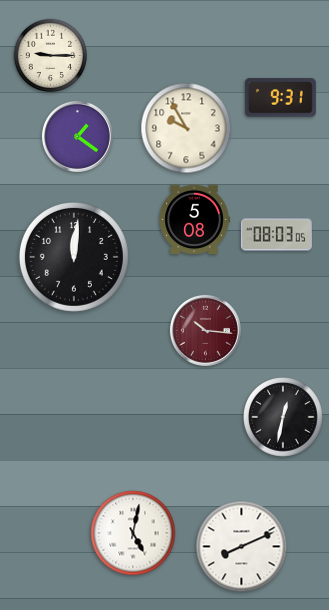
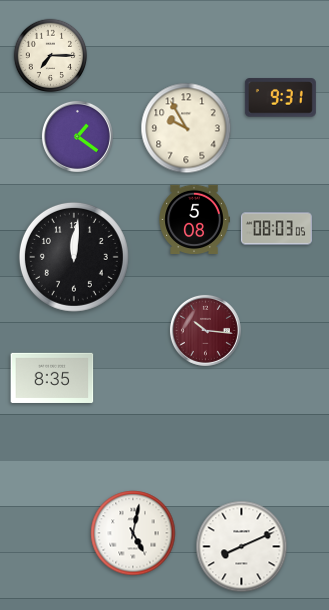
clock at (51, 56): 9:15 -> 7:15
clock at (276, 235) position: (276, 235) -> (276, 229)
clock at (52, 378): none -> 8:35
clock at (284, 418): 12:32 -> none
